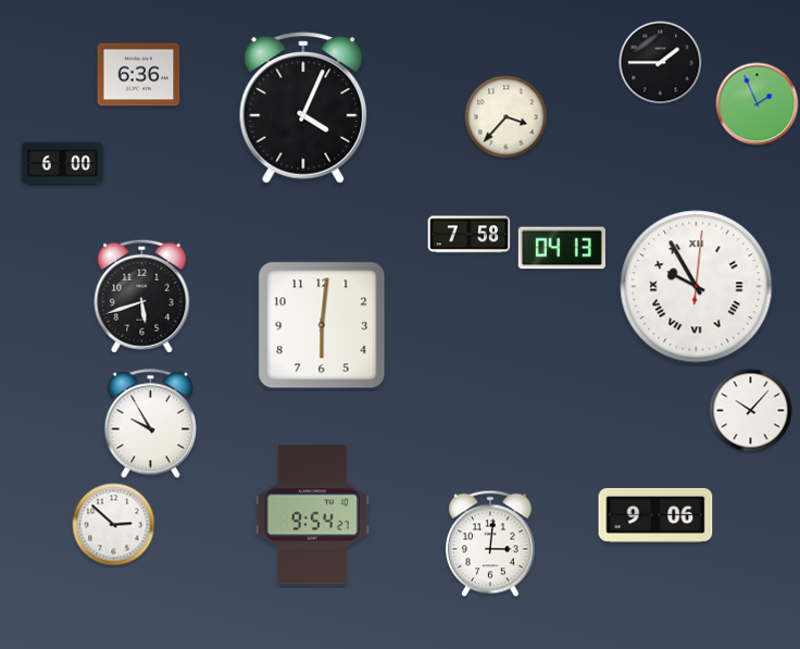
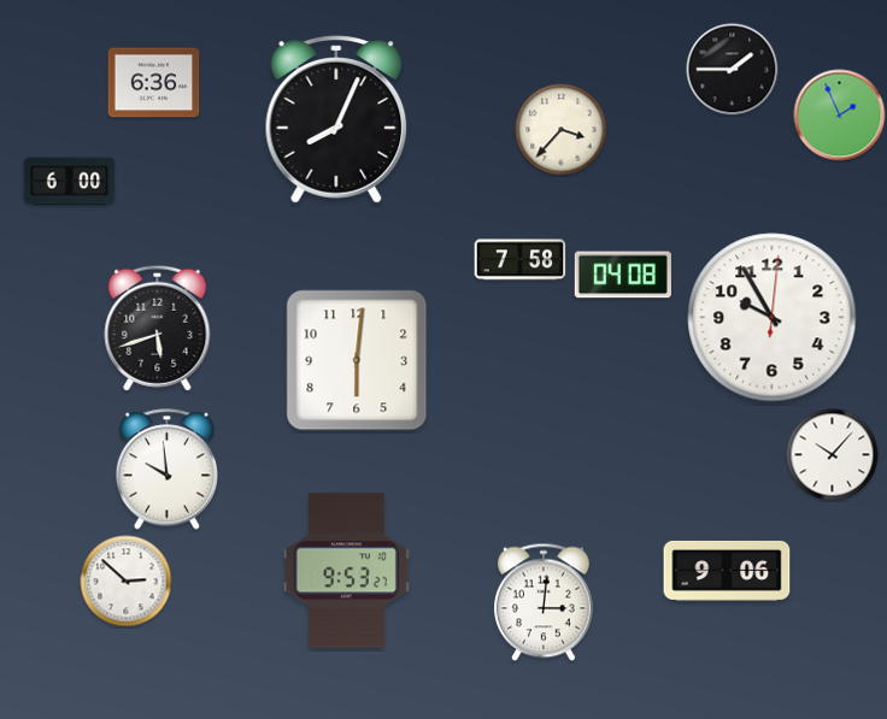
clock at (303, 108): 4:04 -> 8:04
clock at (562, 248): 04:13 -> 04:08
clock at (697, 287) numerals: Roman -> Arabic
clock at (150, 424): 9:55 -> 9:59
clock at (312, 515): 9:54 -> 9:53
